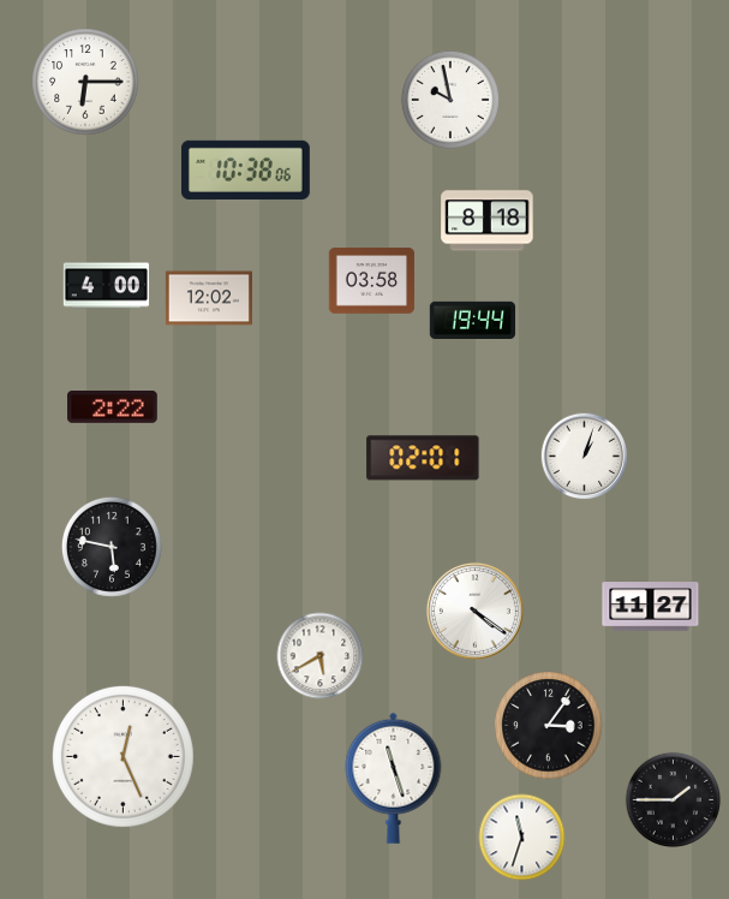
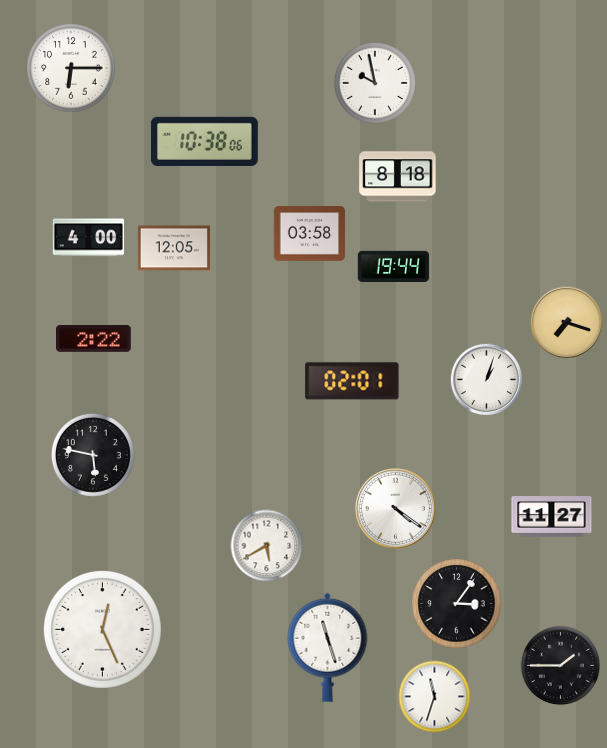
clock at (488, 221) position: (488, 221) -> (398, 177)
clock at (209, 298): 12:02 -> 12:05
clock at (567, 323): none -> 7:18
clock at (651, 607) position: (651, 607) -> (552, 517)
